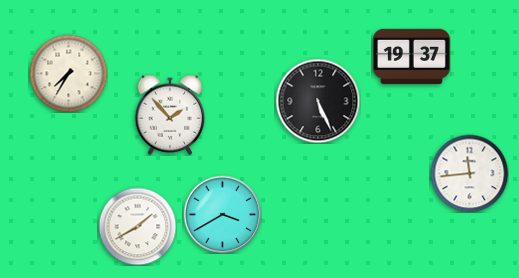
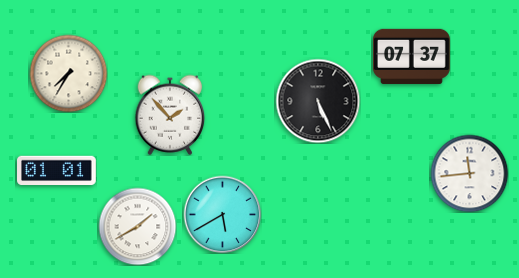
clock at (411, 56): 19:37 -> 07:37
clock at (57, 171): none -> 01:01
clock at (222, 214): 3:40 -> 5:40
